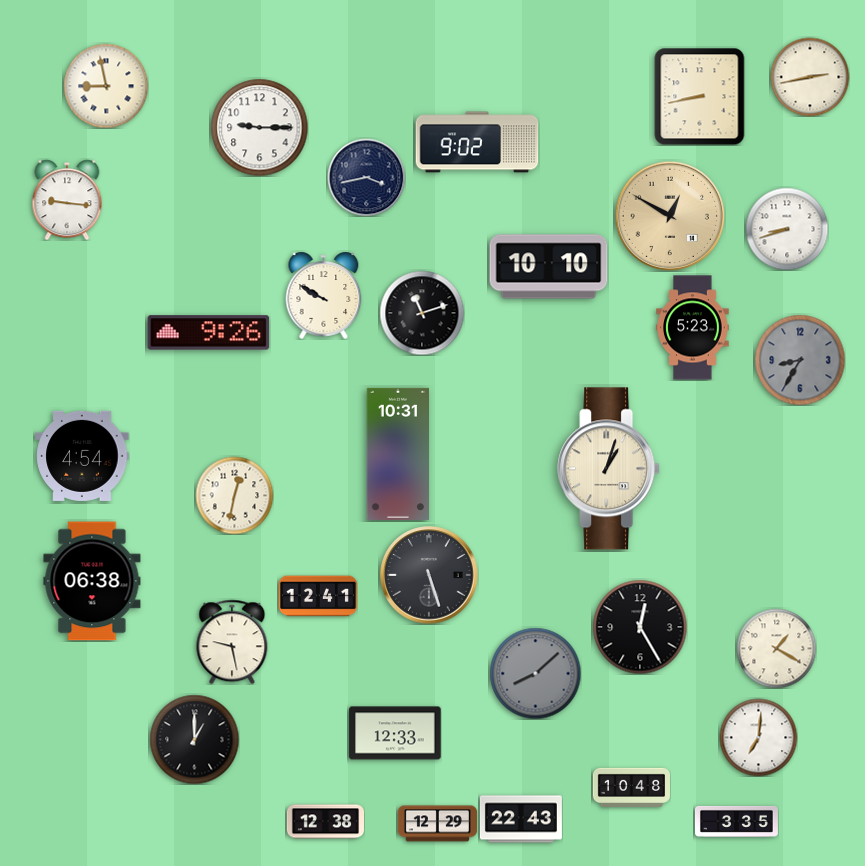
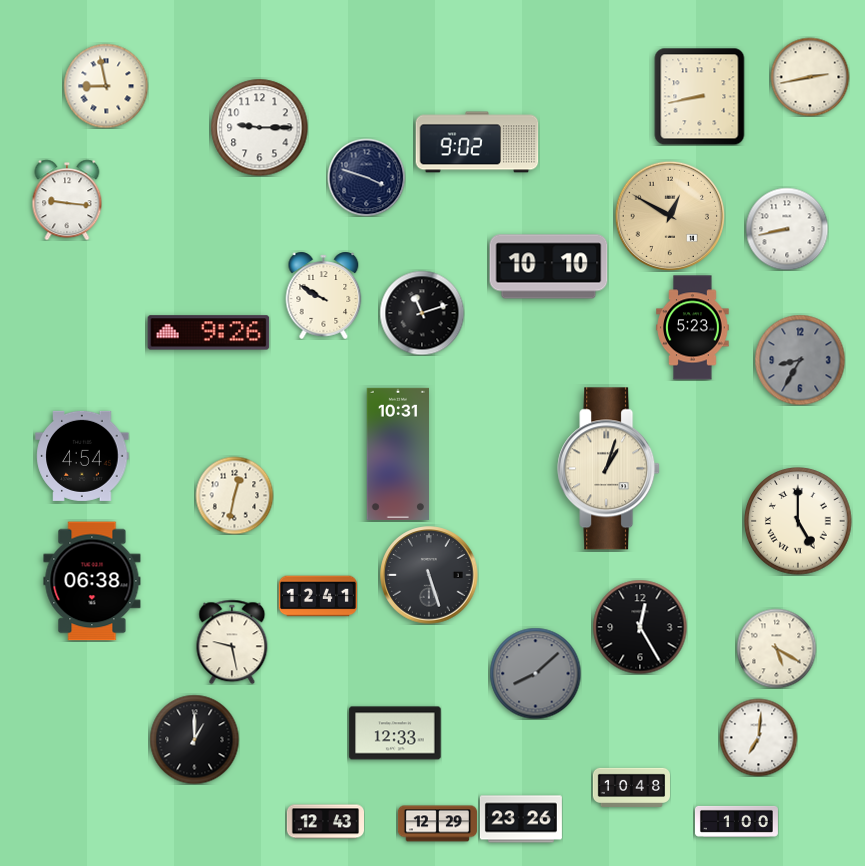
clock at (366, 177): 3:43 -> 3:48
clock at (787, 229): 8:42 -> 8:43
clock at (798, 521): none -> 5:00
clock at (776, 648): 1:20 -> 5:20
clock at (521, 819): 22:43 -> 23:26
clock at (736, 821): 3:35 -> 1:00
clock at (325, 822): 12:38 -> 12:43
